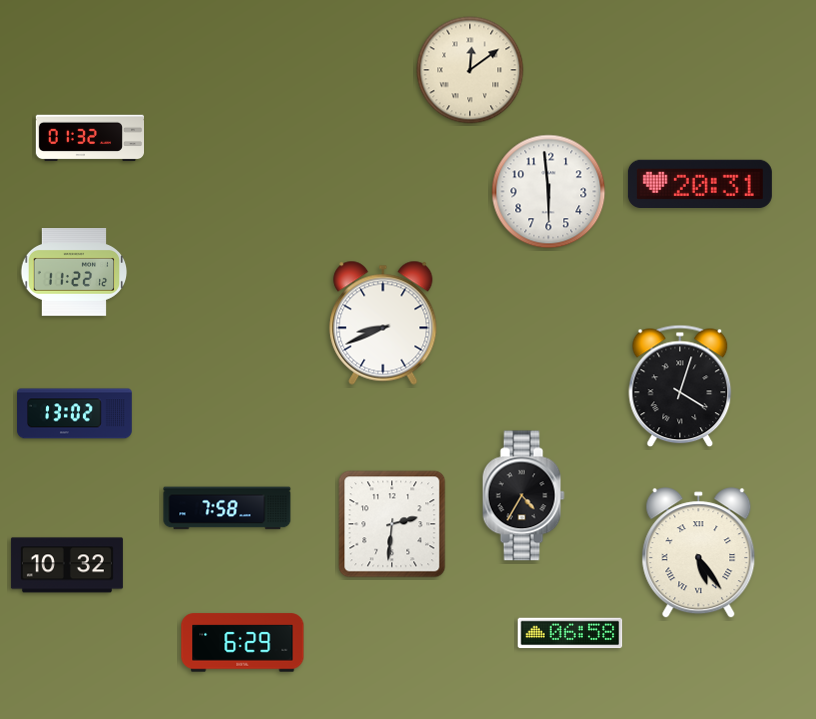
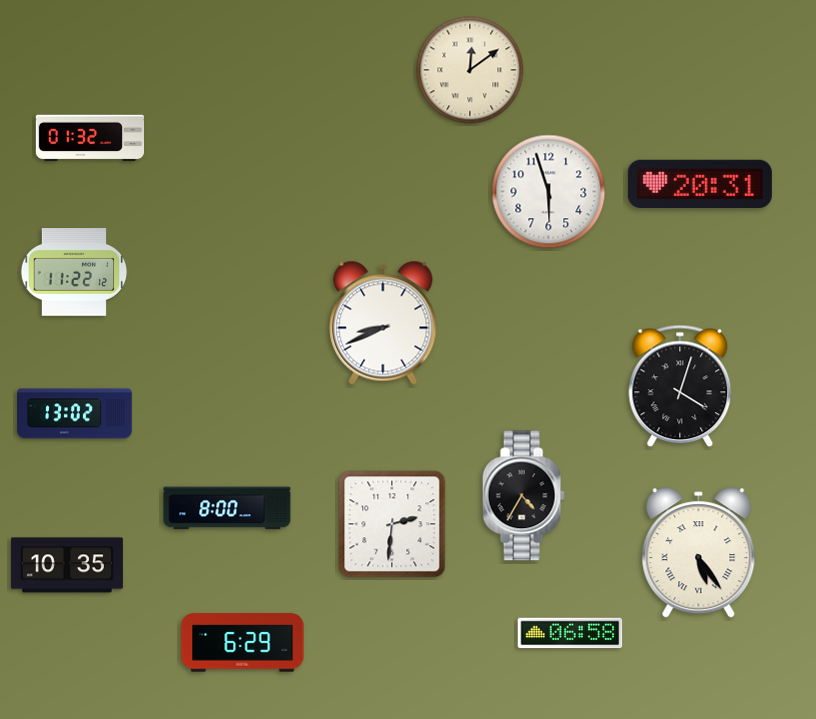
clock at (549, 192): 5:59 -> 5:57
clock at (227, 508): 7:58 -> 8:00
clock at (67, 565): 10:32 -> 10:35
